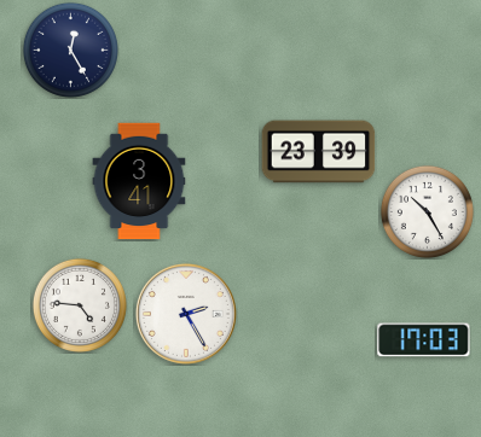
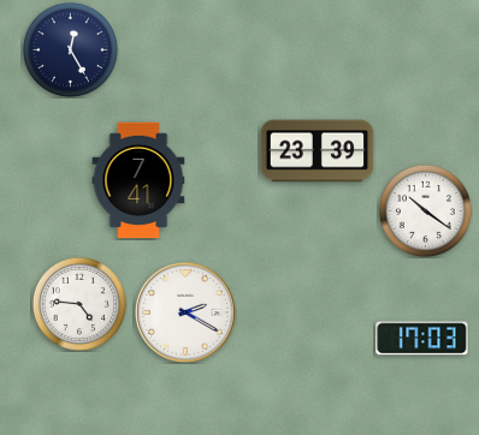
clock at (139, 181): 3:41 -> 7:41
clock at (427, 211): 10:25 -> 10:21
clock at (186, 314): 2:25 -> 2:20
